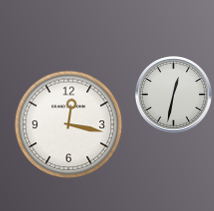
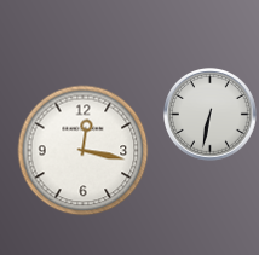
clock at (174, 95): 12:32 -> 6:32
